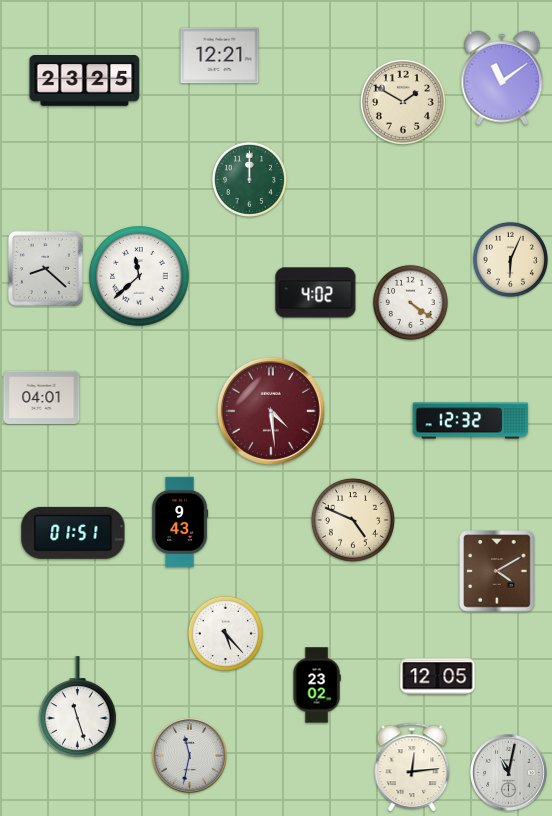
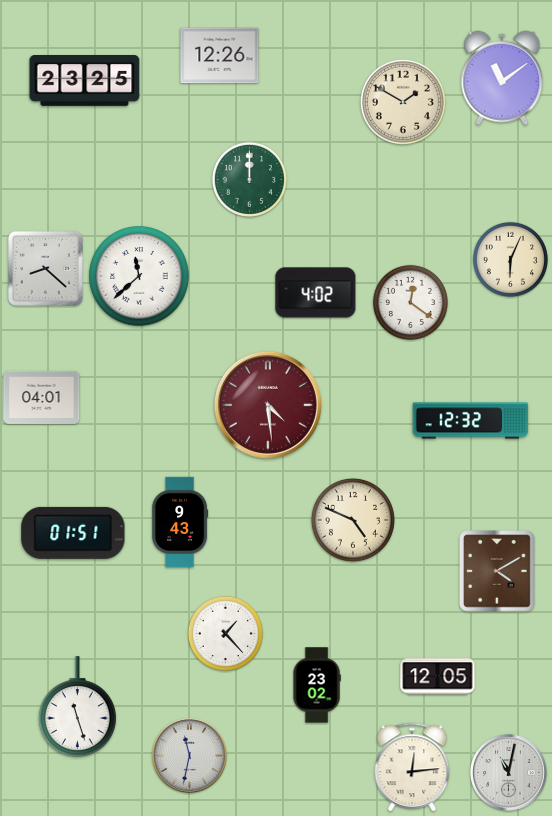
clock at (220, 56): 12:21 -> 12:26
clock at (410, 302): 4:21 -> 12:21
clock at (271, 411) position: (271, 411) -> (268, 405)
clock at (225, 633): 5:23 -> 1:23
